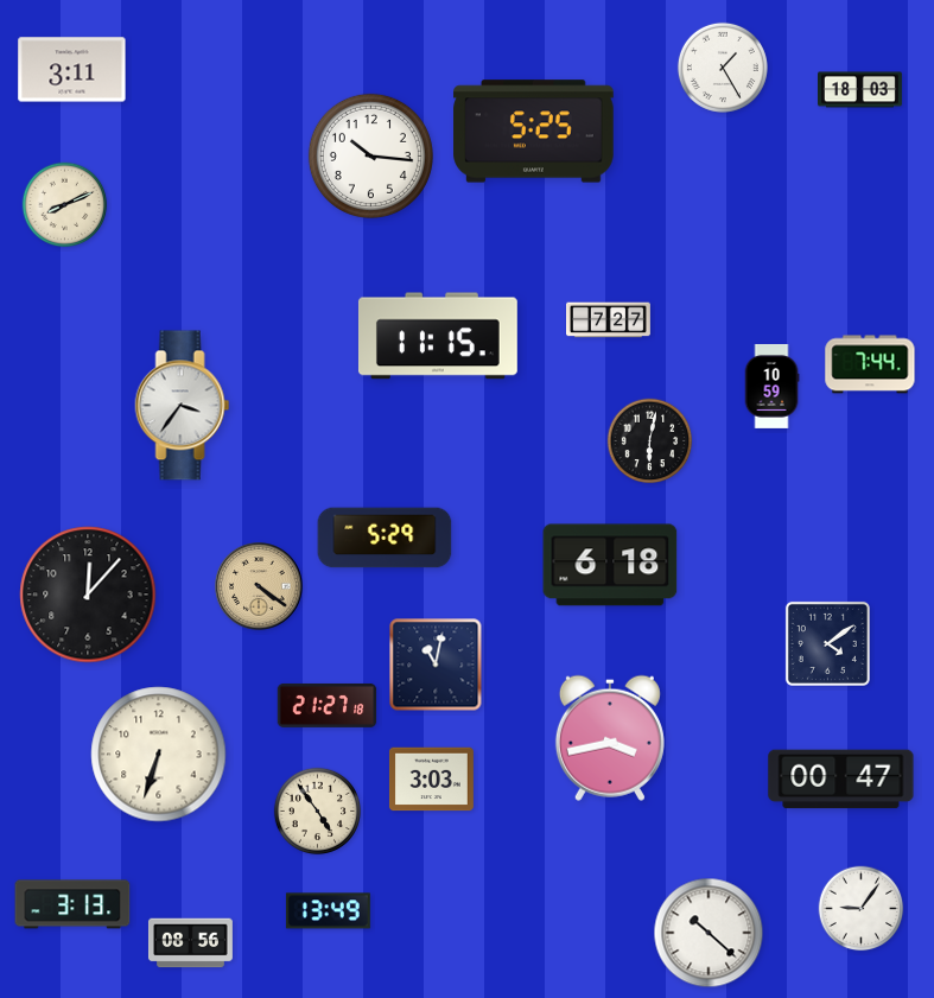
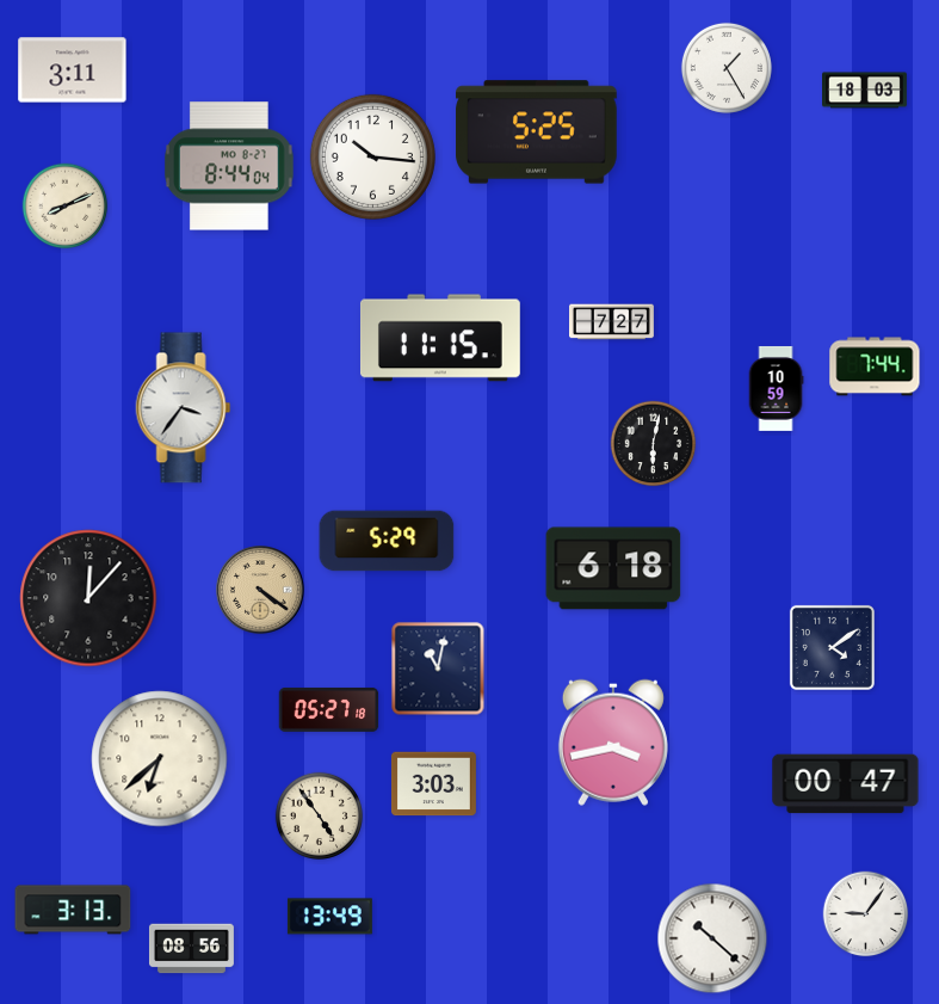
clock at (230, 166): none -> 8:44
clock at (328, 705): 21:27 -> 05:27
clock at (159, 755): 6:33 -> 6:38
